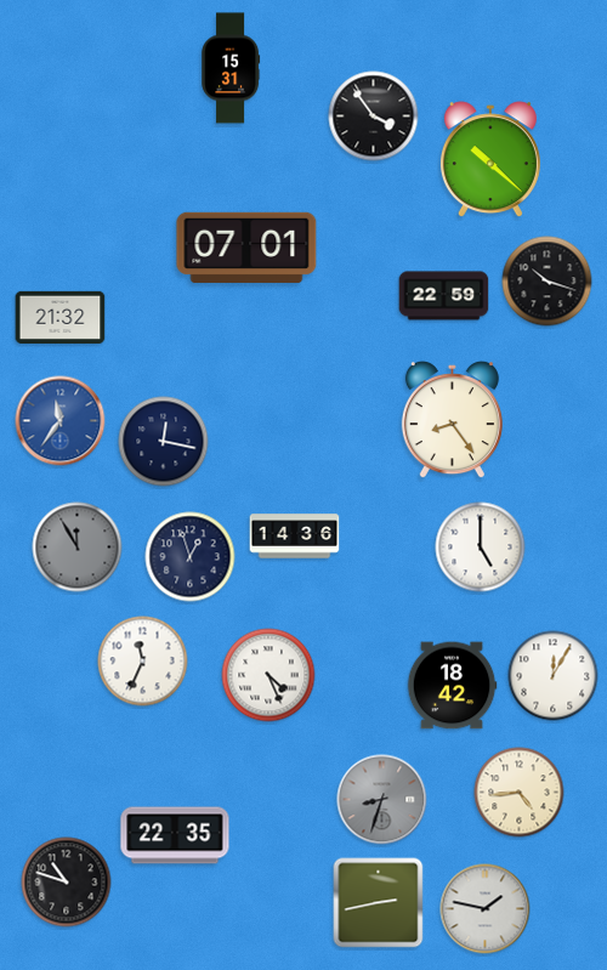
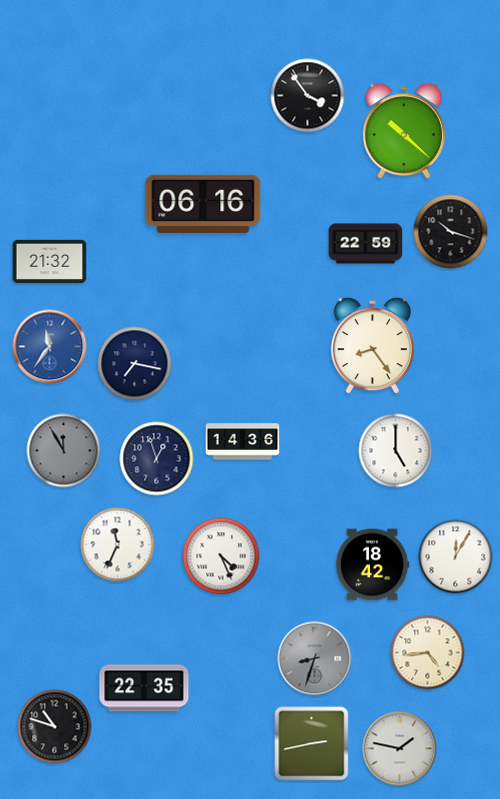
clock at (231, 68): 15:31 -> none
clock at (246, 248): 07:01 -> 06:16
clock at (164, 442): 12:17 -> 7:17
